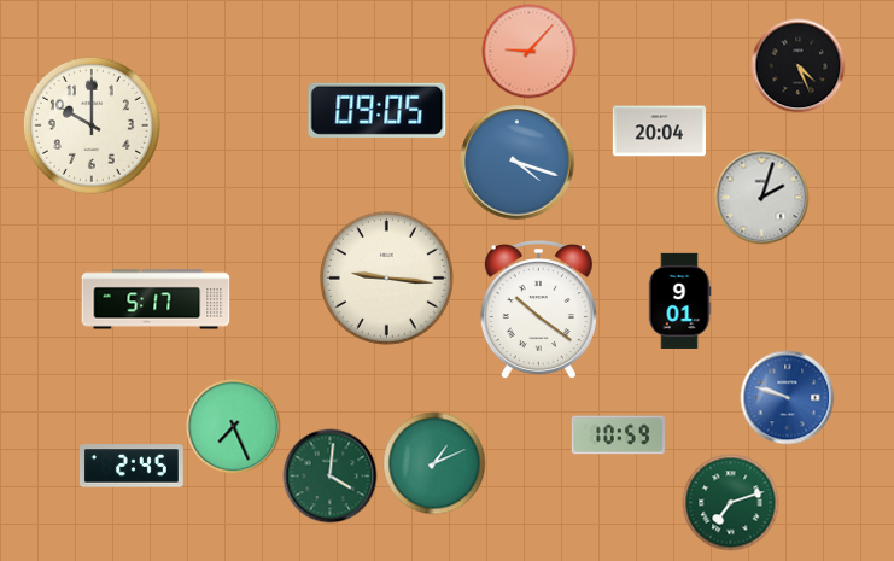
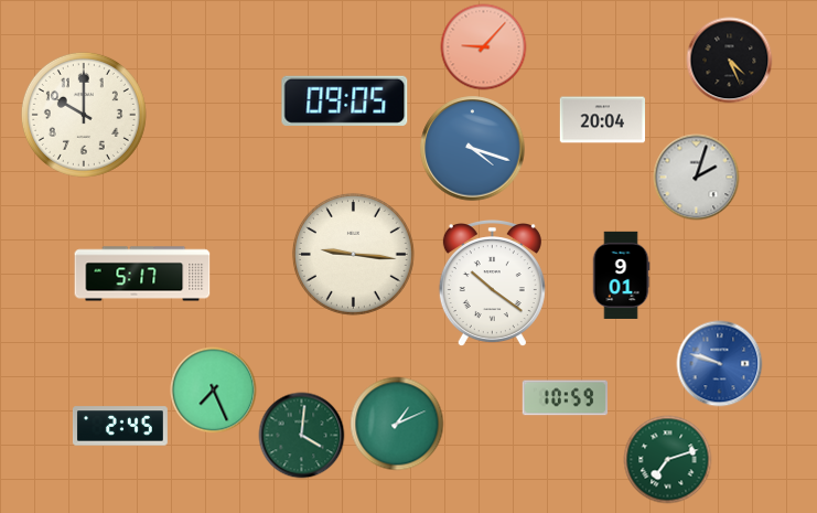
clock at (761, 197) position: (761, 197) -> (696, 177)
